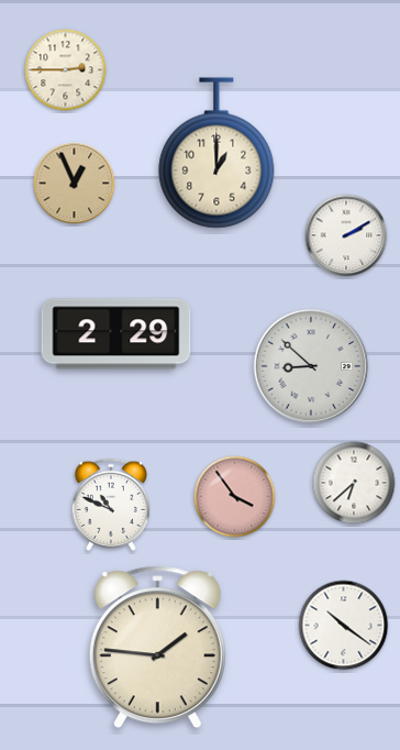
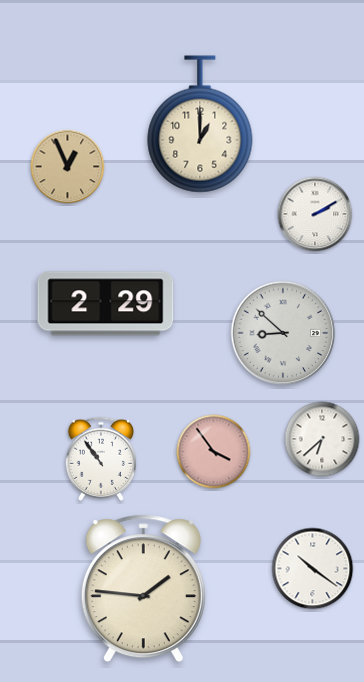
clock at (66, 70): 2:45 -> none
clock at (216, 153) position: (216, 153) -> (200, 124)
clock at (110, 505): 10:49 -> 10:54
